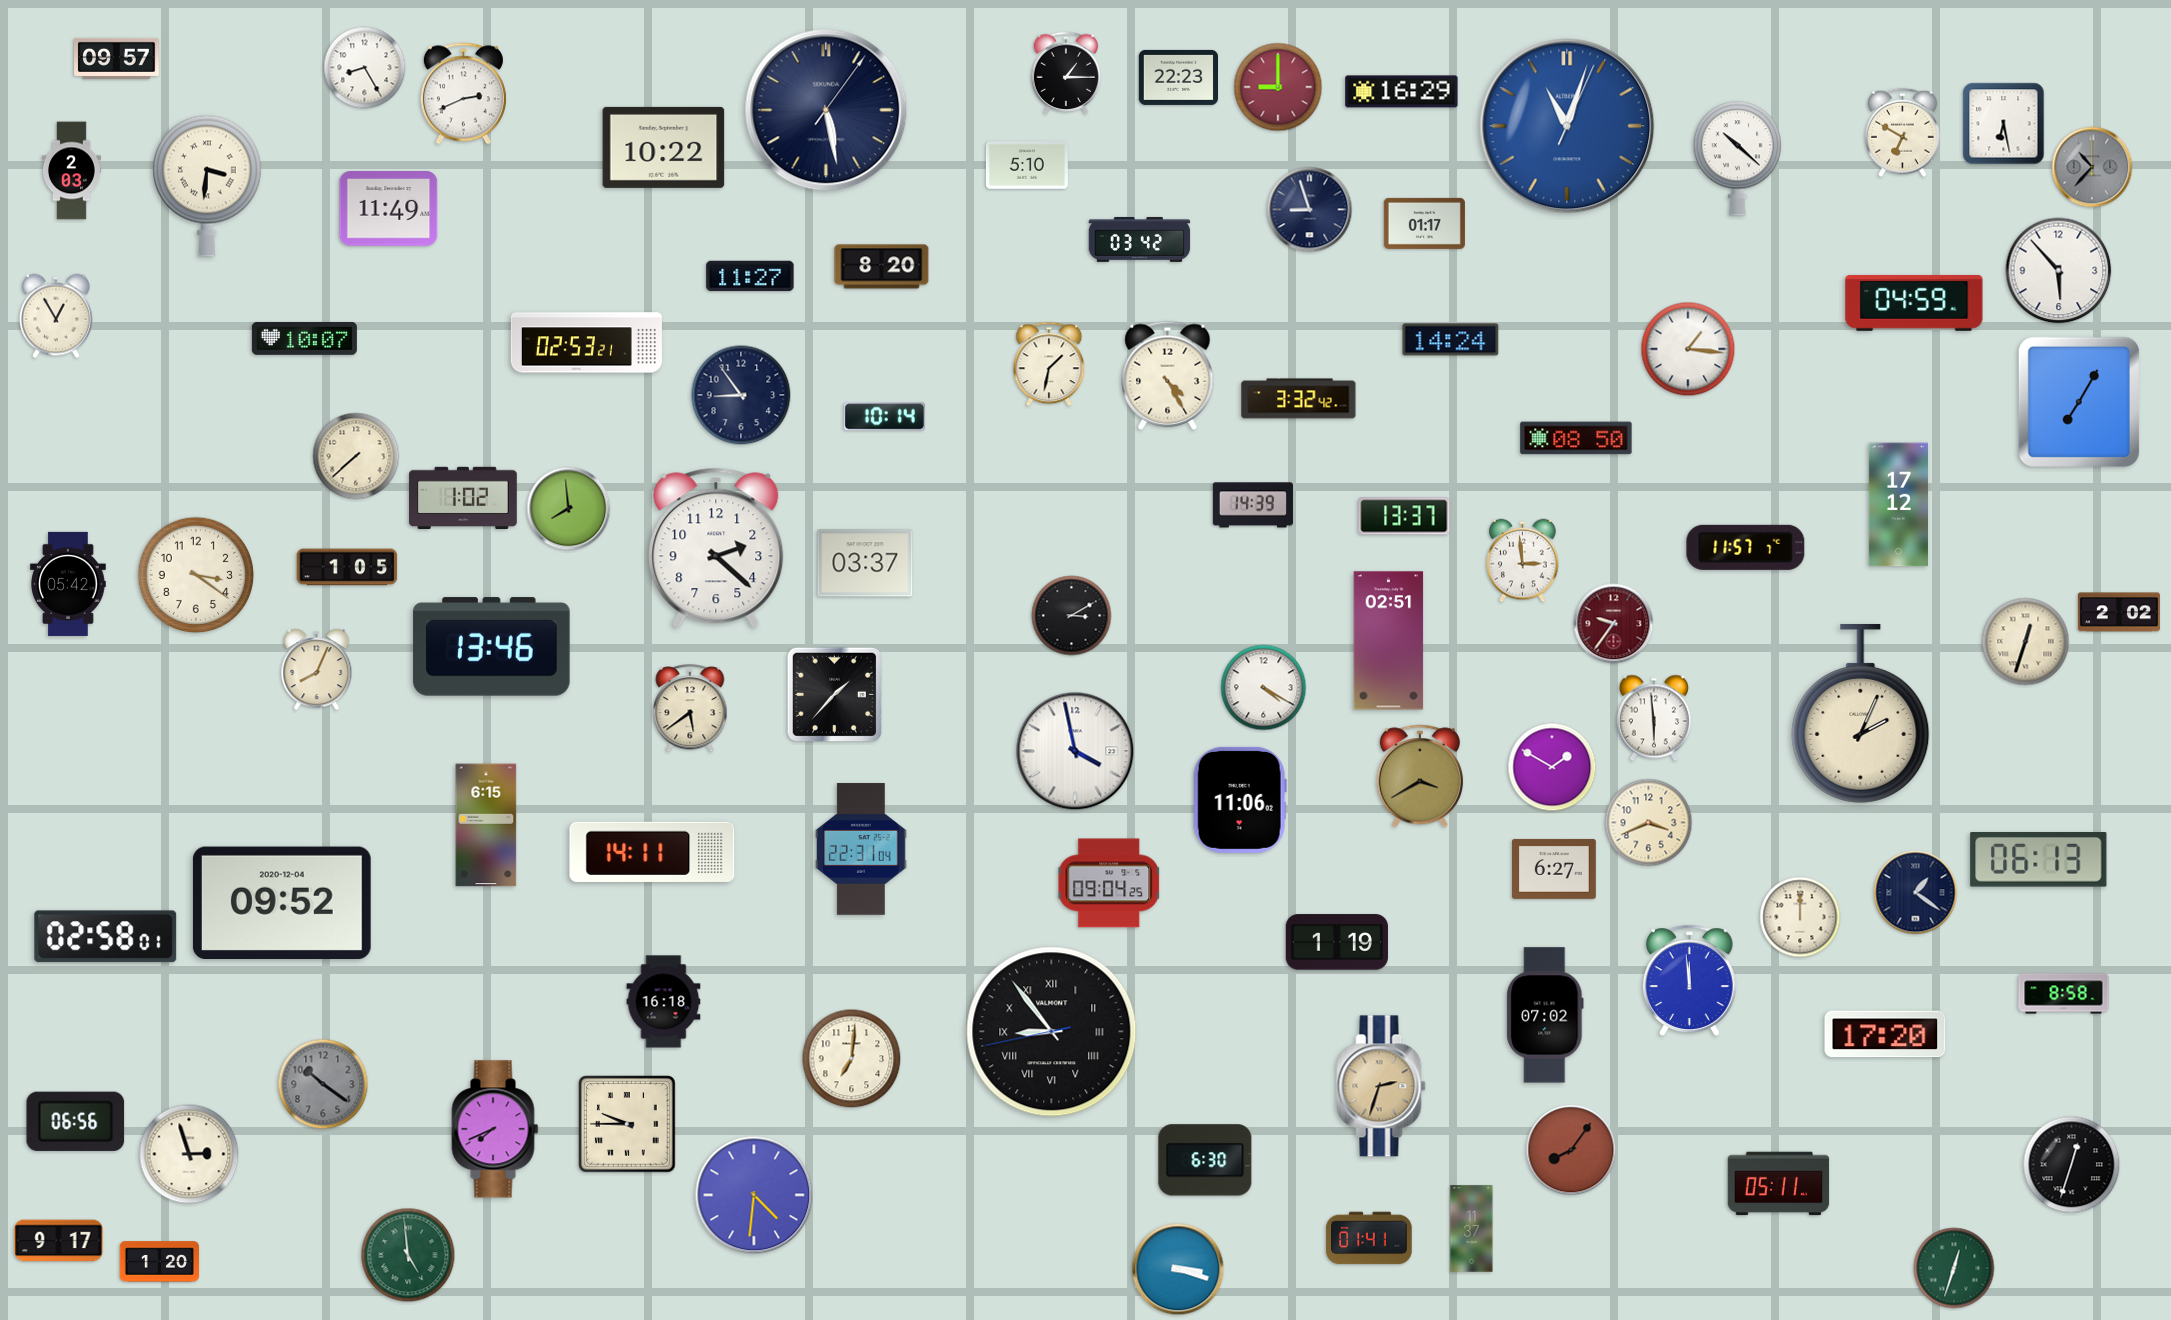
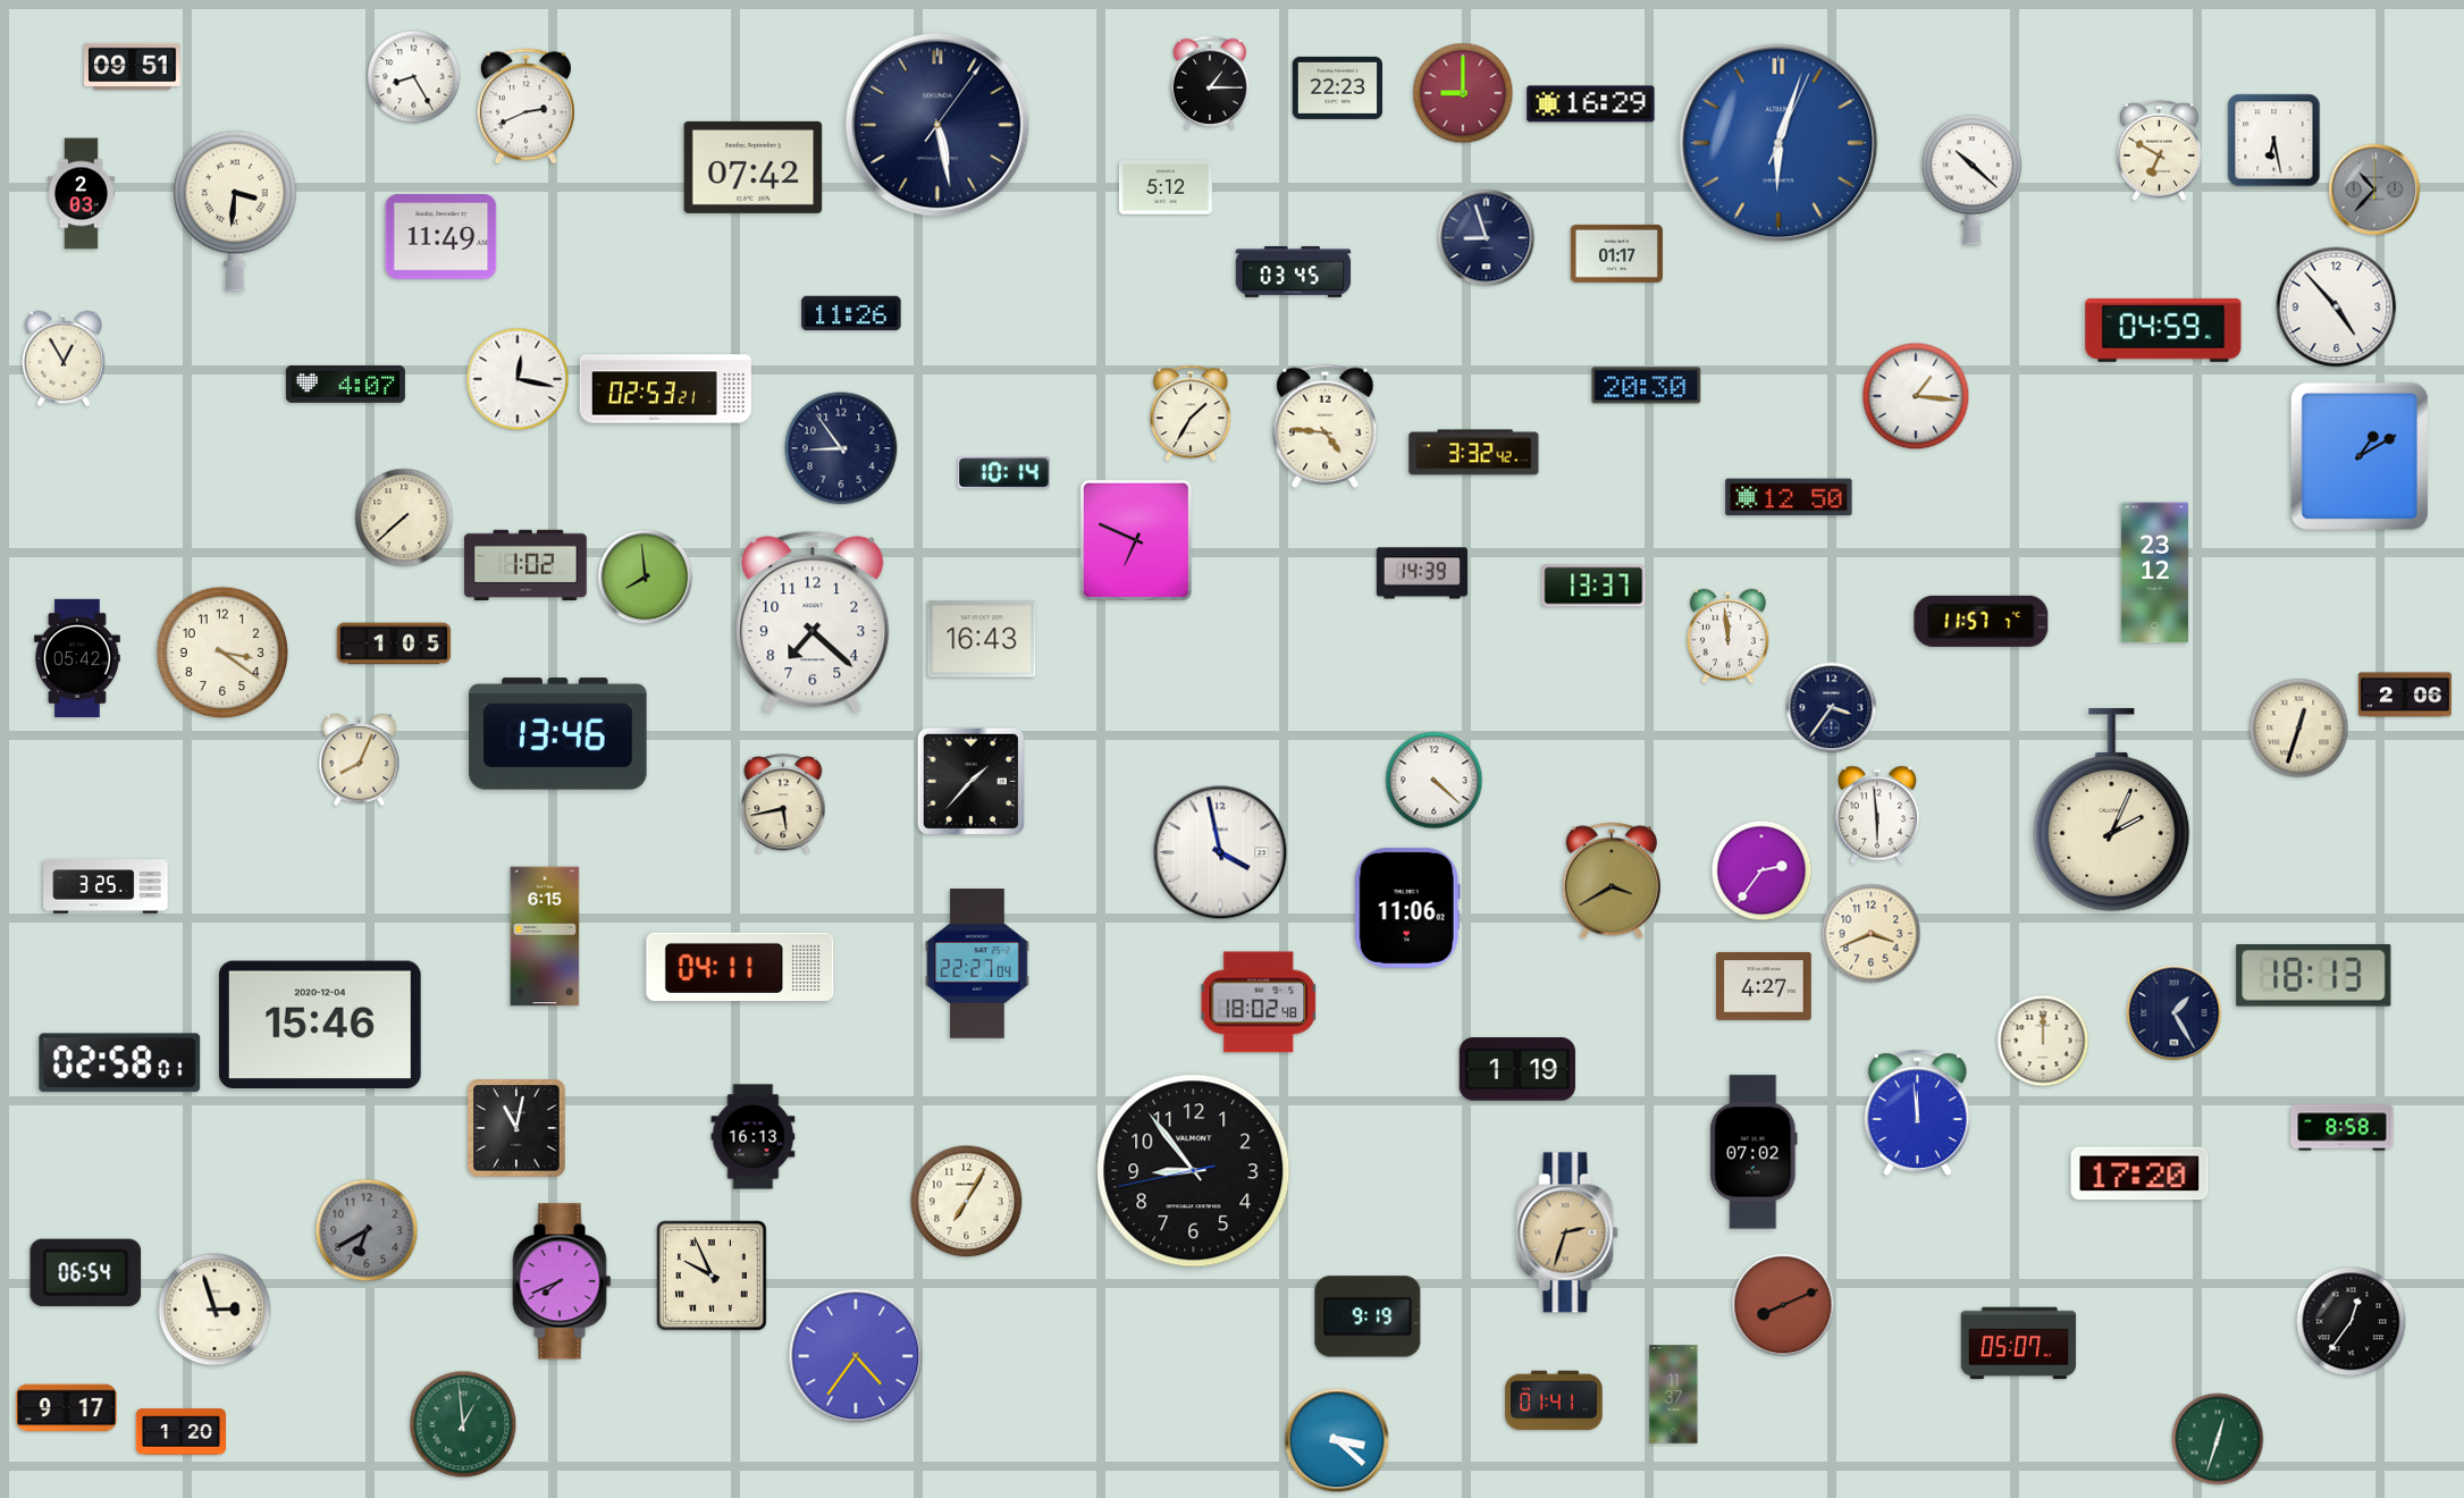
clock at (117, 58): 09:57 -> 09:51
clock at (1278, 87) position: (1278, 87) -> (1463, 93)
clock at (1567, 126): 11:03 -> 6:03
clock at (664, 147): 10:22 -> 07:42
clock at (1027, 165): 5:10 -> 5:12
clock at (1140, 239): 03:42 -> 03:45
clock at (882, 267): 8:20 -> none
clock at (2059, 271): 5:53 -> 4:53
clock at (750, 276): 11:27 -> 11:26
clock at (1914, 303) position: (1914, 303) -> (2163, 330)
clock at (518, 379): none -> 12:17
clock at (304, 338): 10:07 -> 4:07
clock at (1451, 340): 14:24 -> 20:30
clock at (1049, 364): 1:32 -> 1:35
clock at (1168, 375): 4:25 -> 4:46
clock at (2079, 402): 7:05 -> 1:10
clock at (1576, 438): 08:50 -> 12:50
clock at (1136, 540): none -> 6:49
clock at (1898, 505): 17:12 -> 23:12
clock at (716, 548): 2:22 -> 7:22
clock at (1523, 561): 2:59 -> 11:59
clock at (865, 563): 03:37 -> 16:43
clock at (68, 584) position: (68, 584) -> (77, 658)
clock at (2119, 612): 2:02 -> 2:06
clock at (1072, 616): 3:10 -> none
clock at (1614, 624): 9:36 -> 3:36
clock at (1614, 624) dial: burgundy -> navy
clock at (1389, 641): 02:51 -> none
clock at (1264, 688): 4:20 -> 4:22
clock at (834, 694) position: (834, 694) -> (970, 781)
clock at (690, 709): 5:39 -> 5:43
clock at (1552, 767): 1:50 -> 2:36
clock at (106, 886): none -> 3:25
clock at (486, 825) position: (486, 825) -> (545, 936)
clock at (862, 849): 22:31 -> 22:27
clock at (652, 852): 14:11 -> 04:11
clock at (2039, 860): 06:13 -> 18:13
clock at (1555, 869): 6:27 -> 4:27
clock at (1109, 883): 09:04 -> 18:02
clock at (1916, 893): 1:21 -> 1:25
clock at (282, 903): 09:52 -> 15:46
clock at (516, 1128): none -> 11:02
clock at (664, 1002): 16:18 -> 16:13
clock at (1052, 1032) numerals: Roman -> Arabic
clock at (852, 1059): 7:01 -> 7:05
clock at (323, 1084): 10:21 -> 6:40
clock at (76, 1121): 06:56 -> 06:54
clock at (627, 1124): 9:45 -> 9:56
clock at (1571, 1150): 8:06 -> 8:11
clock at (1205, 1160): 6:30 -> 9:19
clock at (2072, 1165): 12:33 -> 12:36
clock at (1779, 1184): 05:11 -> 05:07
clock at (754, 1195): 4:31 -> 4:36
clock at (1472, 1229) position: (1472, 1229) -> (1674, 1395)
clock at (1369, 1238) position: (1369, 1238) -> (1554, 1400)
clock at (408, 1255): 4:59 -> 12:59
clock at (1178, 1269): 3:18 -> 3:22
